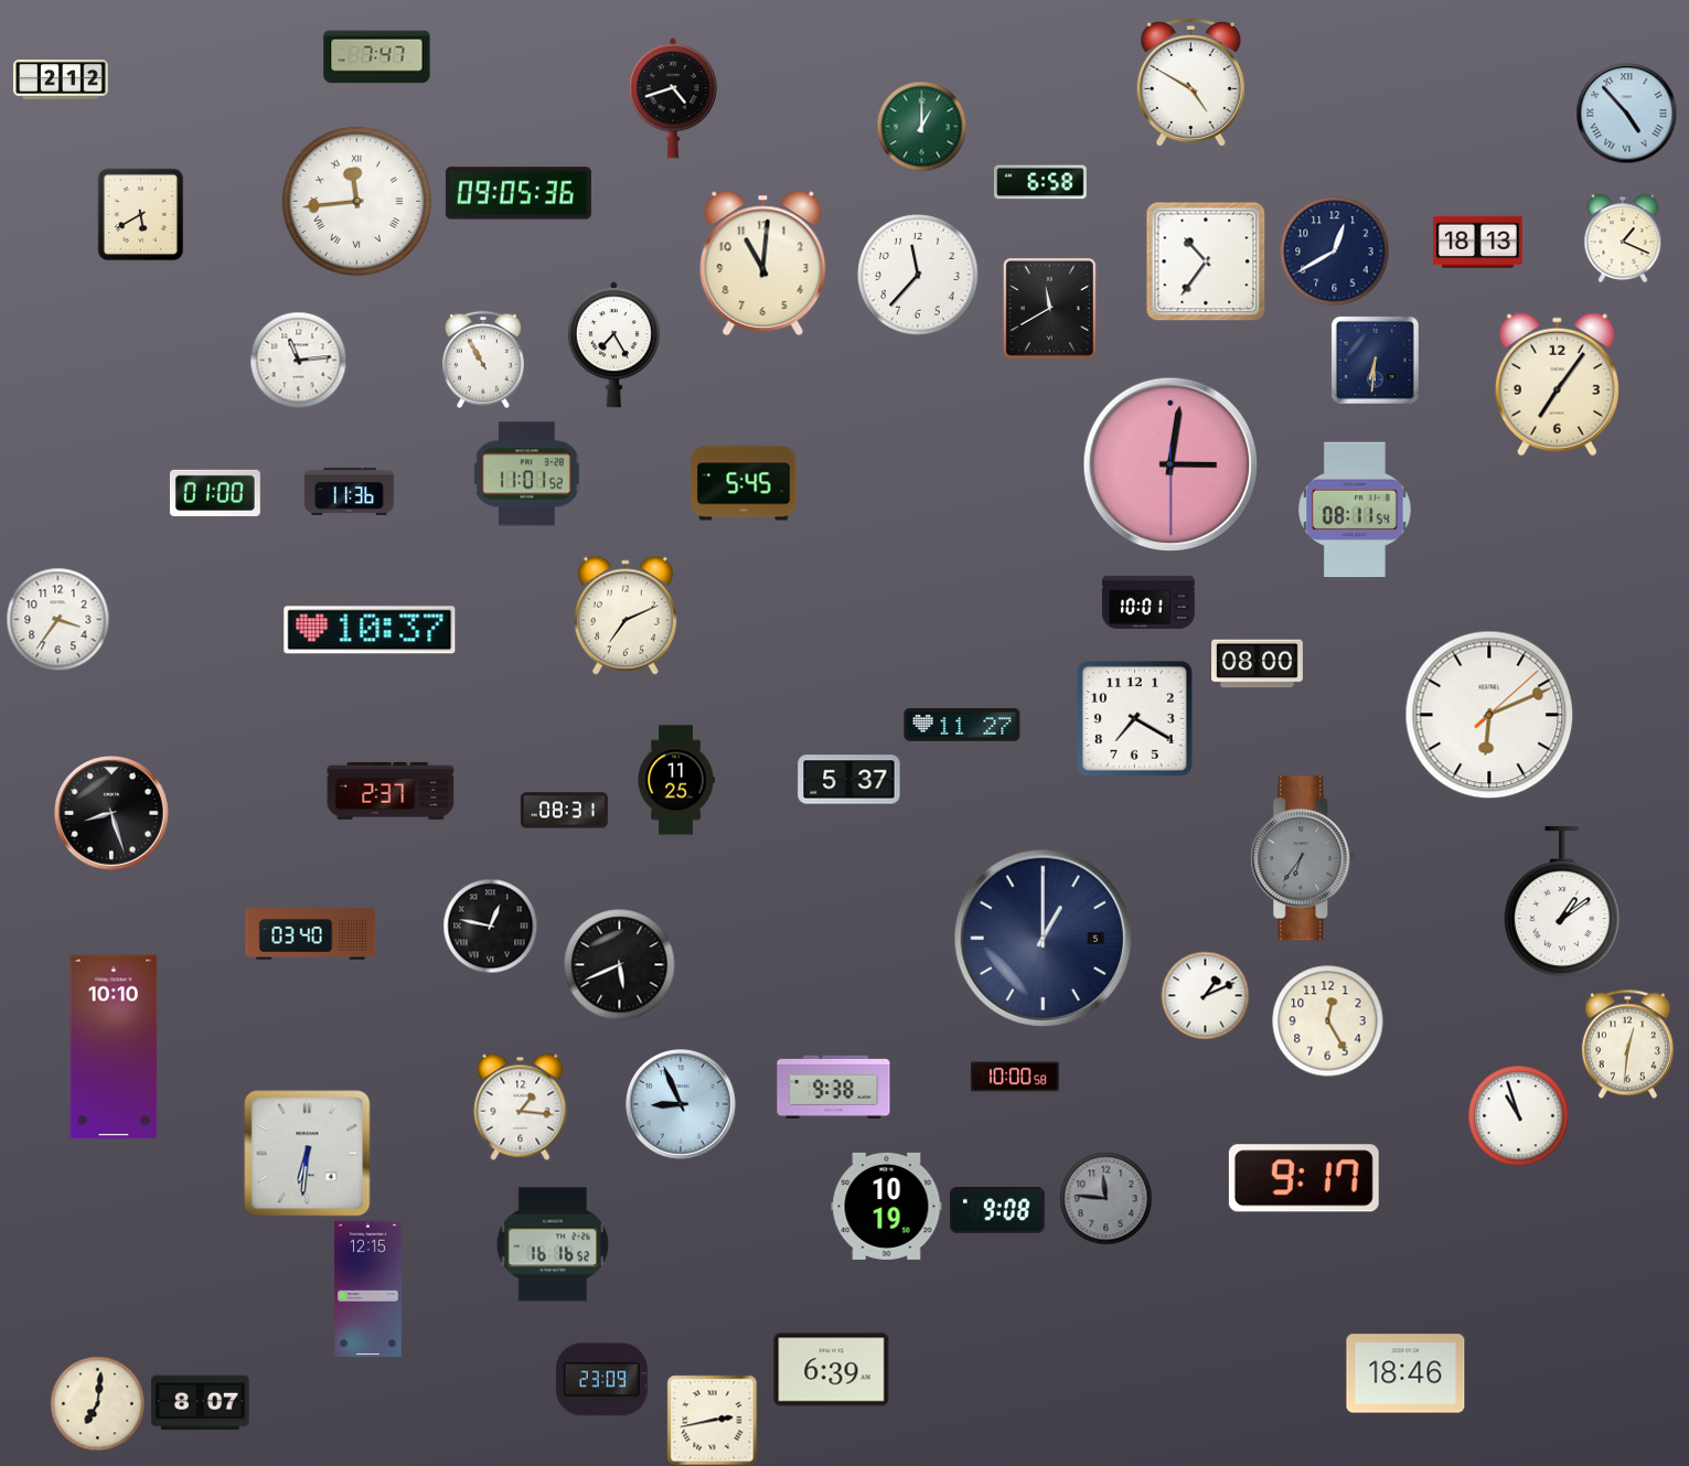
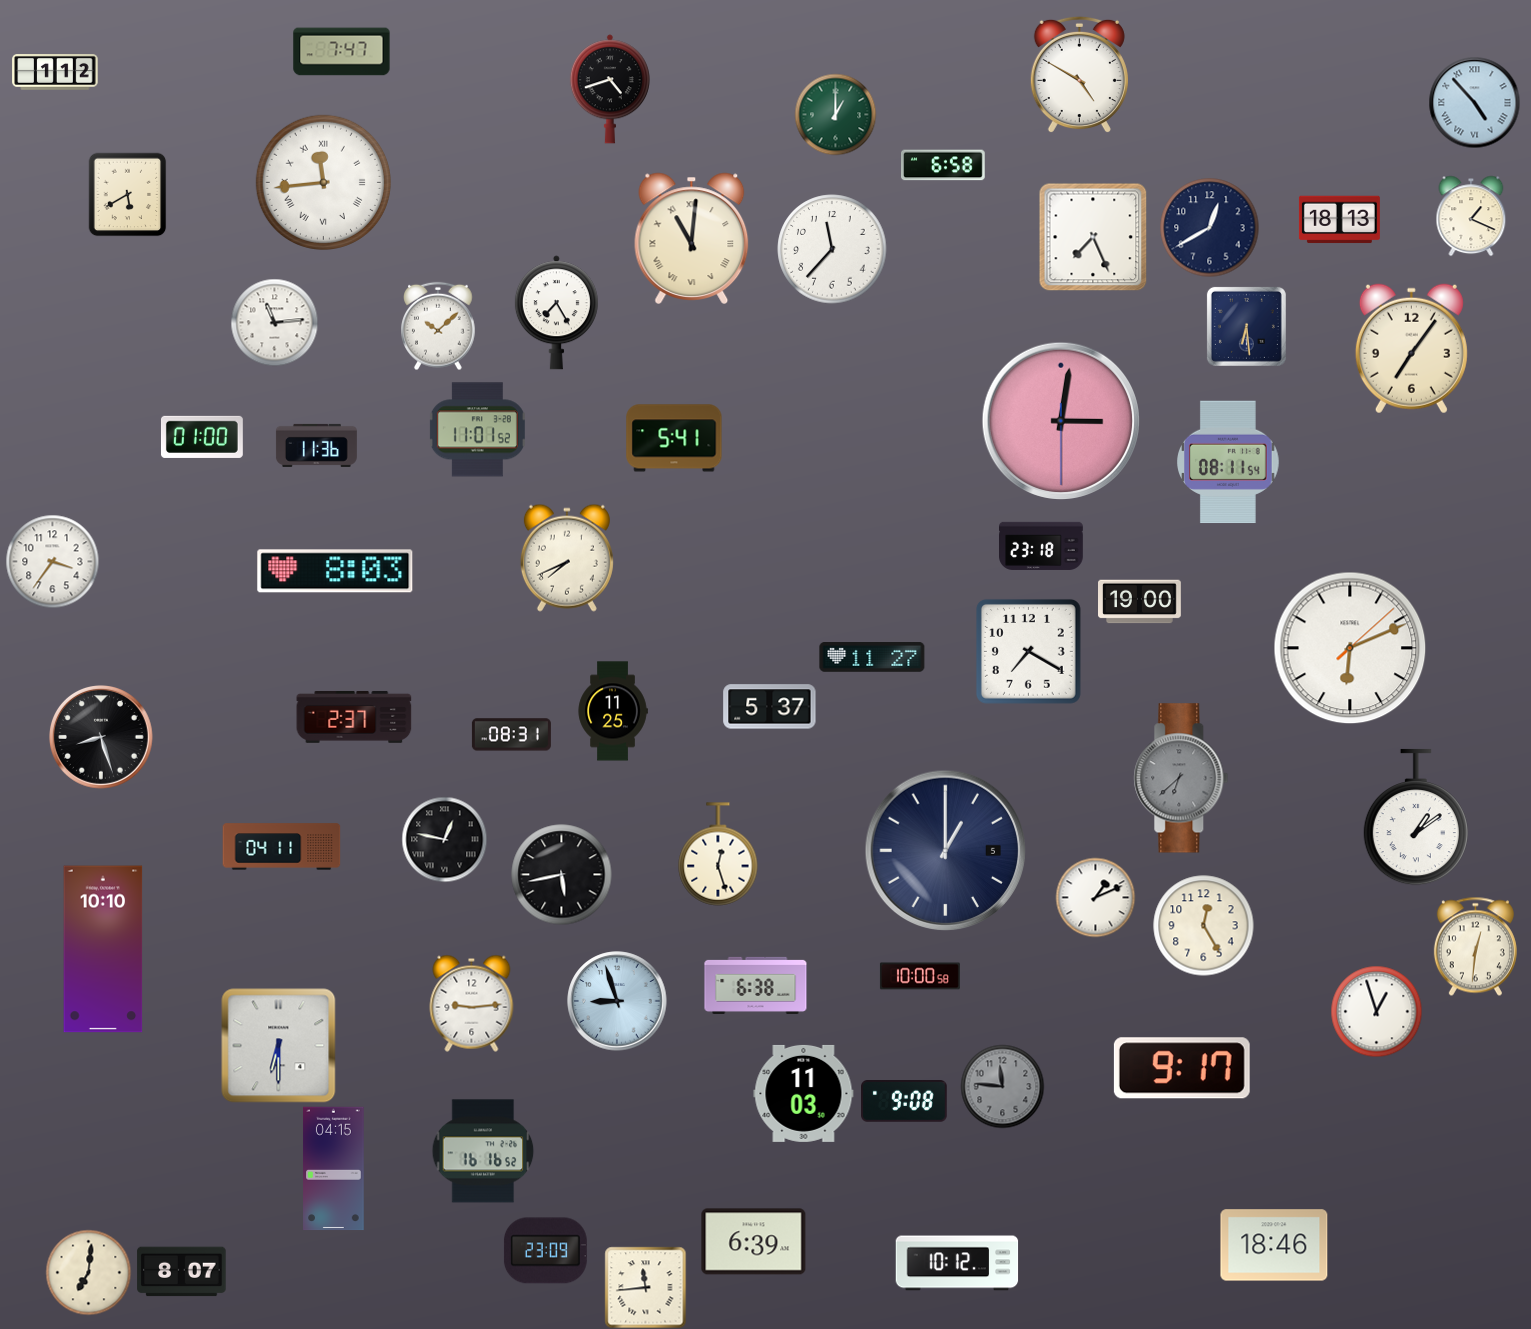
clock at (61, 79): 2:12 -> 1:12
clock at (519, 193): 09:05 -> none
clock at (1206, 261): 10:36 -> 7:26
clock at (763, 263) numerals: Arabic -> Roman
clock at (1050, 309): 11:40 -> none
clock at (298, 360) position: (298, 360) -> (274, 322)
clock at (484, 360): 10:55 -> 10:08
clock at (1375, 360): 6:31 -> 6:29
clock at (744, 483): 5:45 -> 5:41
clock at (215, 493) position: (215, 493) -> (202, 437)
clock at (1150, 602): 10:01 -> 23:18
clock at (626, 616): 7:11 -> 7:41
clock at (370, 630): 10:37 -> 8:03
clock at (1258, 664): 08:00 -> 19:00
clock at (676, 780) position: (676, 780) -> (613, 711)
clock at (1303, 858): 6:36 -> 6:38
clock at (311, 934): 03:40 -> 04:11
clock at (718, 854): none -> 12:27
clock at (620, 965): 5:41 -> 5:43
clock at (1205, 995) position: (1205, 995) -> (1095, 897)
clock at (834, 1087): 9:38 -> 6:38
clock at (681, 1104): 8:56 -> 8:57
clock at (521, 1106): 1:16 -> 9:14
clock at (1518, 1115): 10:57 -> 12:57
clock at (308, 1154): 6:31 -> 6:30
clock at (887, 1206): 10:19 -> 11:03
clock at (997, 1210) position: (997, 1210) -> (904, 1101)
clock at (553, 1244) position: (553, 1244) -> (483, 1151)
clock at (368, 1290): 12:15 -> 04:15
clock at (957, 1263): none -> 10:12
clock at (712, 1420): 2:43 -> 11:44
